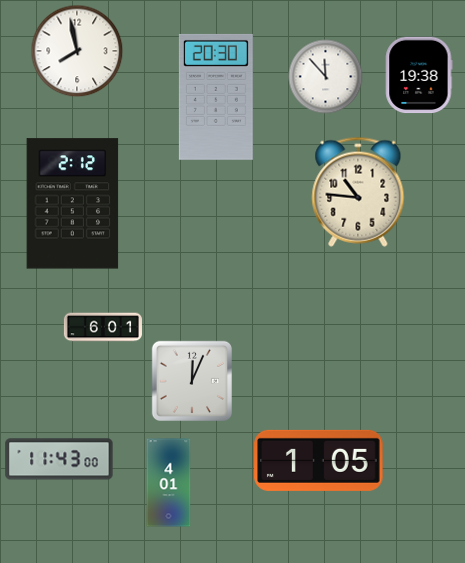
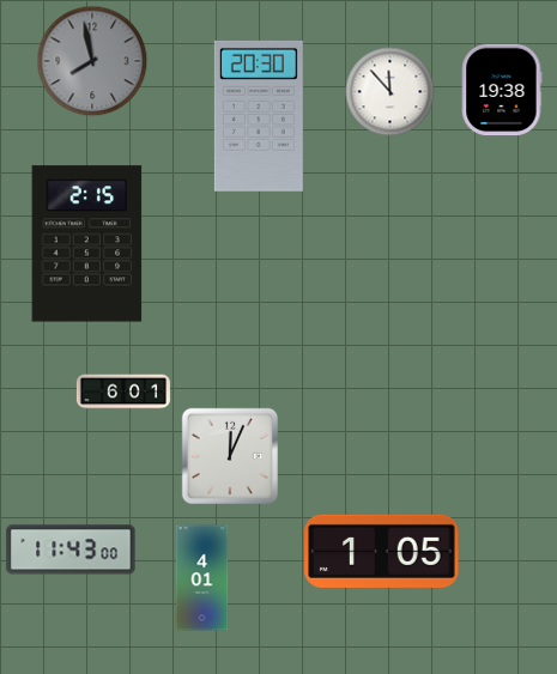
clock at (77, 51) dial: white -> grey
clock at (358, 192): 10:46 -> none
clock at (73, 204): 2:12 -> 2:15
